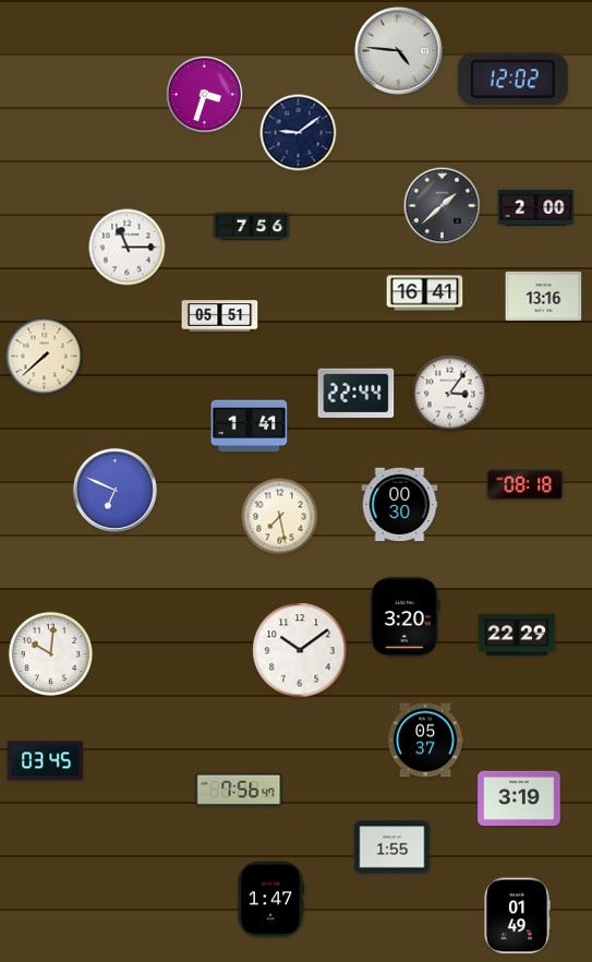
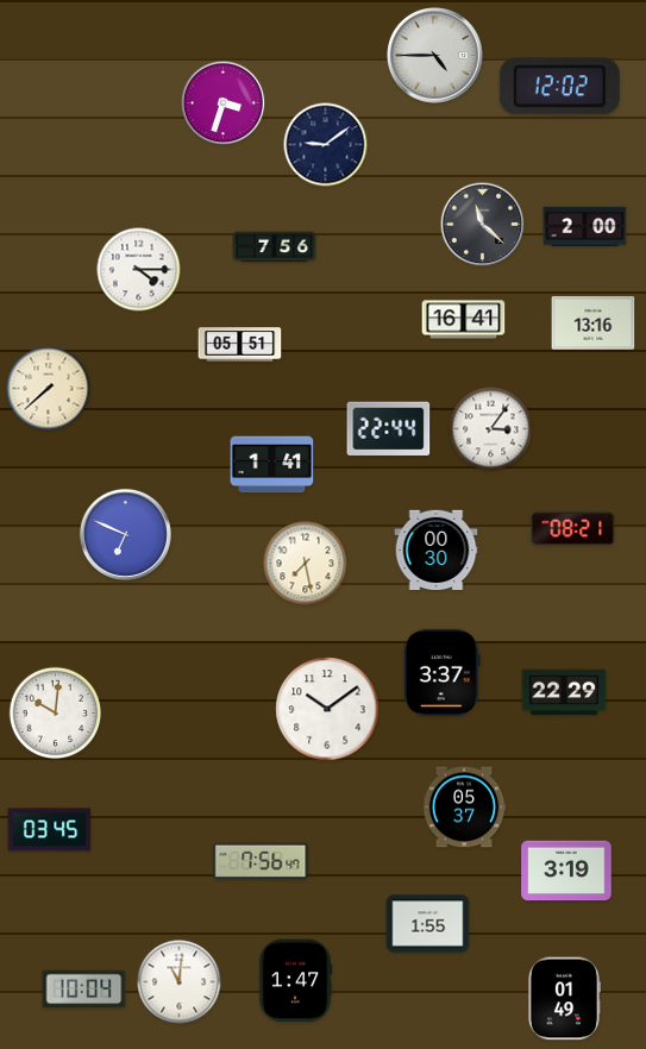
clock at (399, 51): 4:46 -> 4:45
clock at (443, 206): 1:38 -> 11:22
clock at (128, 248): 11:15 -> 4:15
clock at (525, 485): 08:18 -> 08:21
clock at (404, 616): 3:20 -> 3:37
clock at (180, 982): none -> 11:01
clock at (84, 990): none -> 10:04
